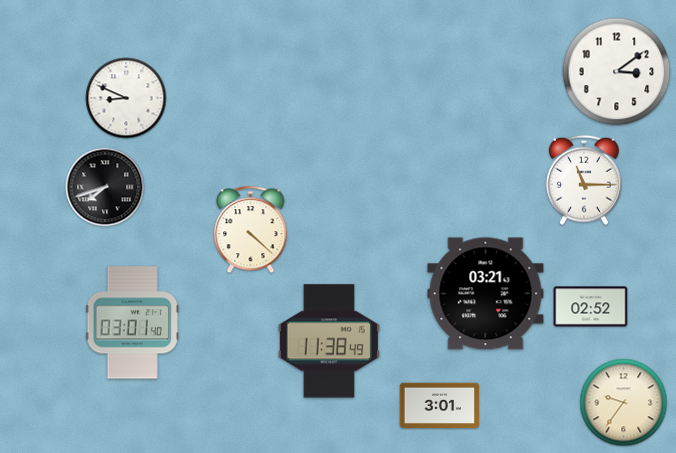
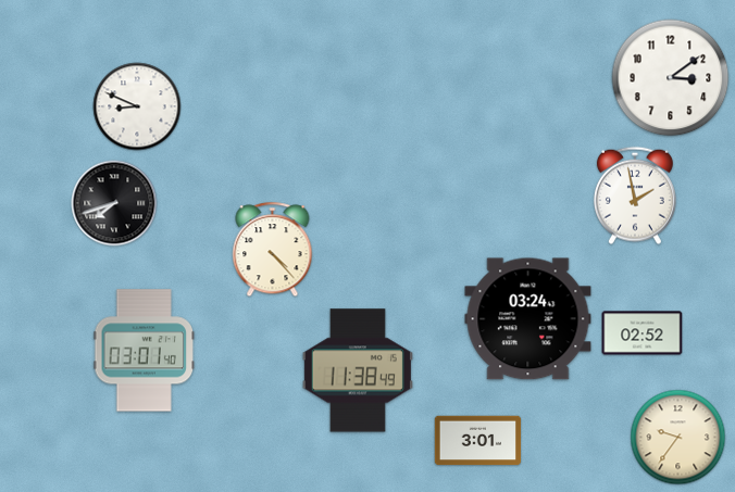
clock at (584, 180): 11:15 -> 1:58
clock at (251, 230): 4:22 -> 4:23
clock at (486, 294): 03:21 -> 03:24
